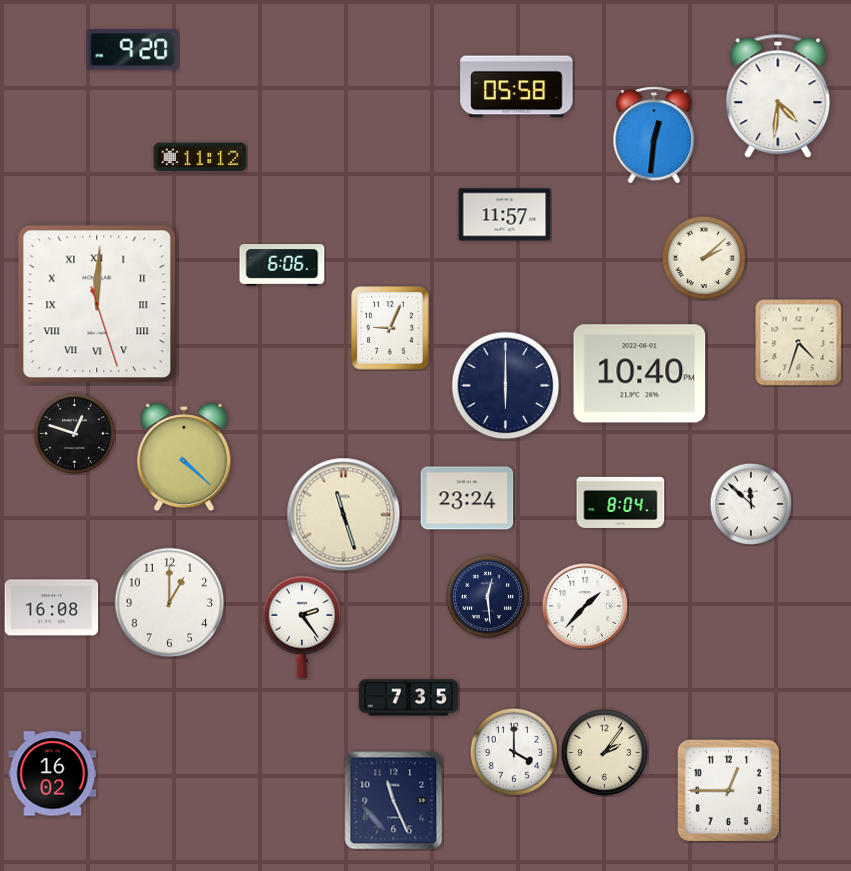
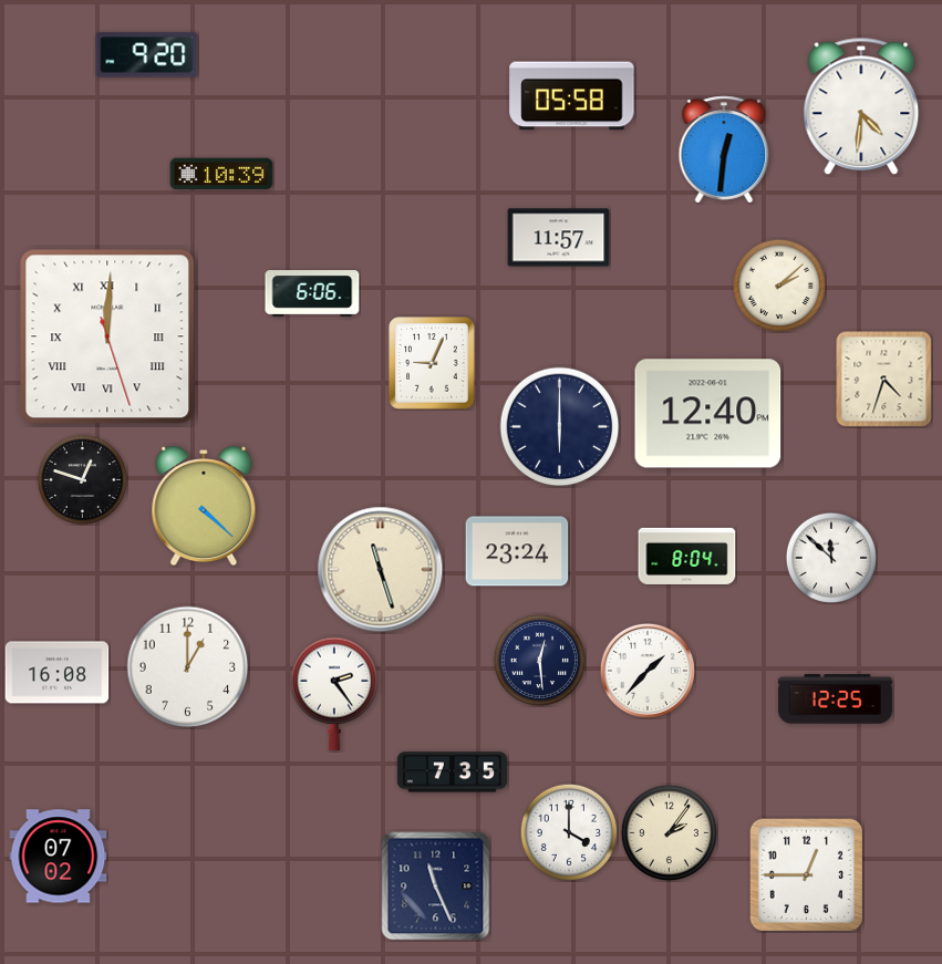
clock at (200, 157): 11:12 -> 10:39
clock at (640, 374): 10:40 -> 12:40
clock at (835, 699): none -> 12:25
clock at (53, 774): 16:02 -> 07:02
